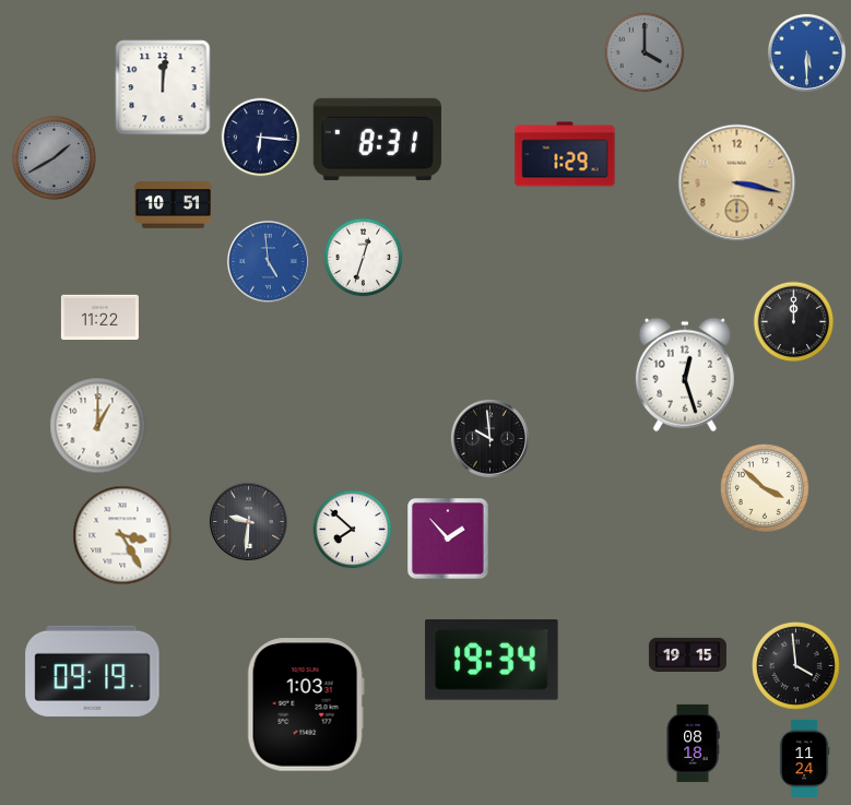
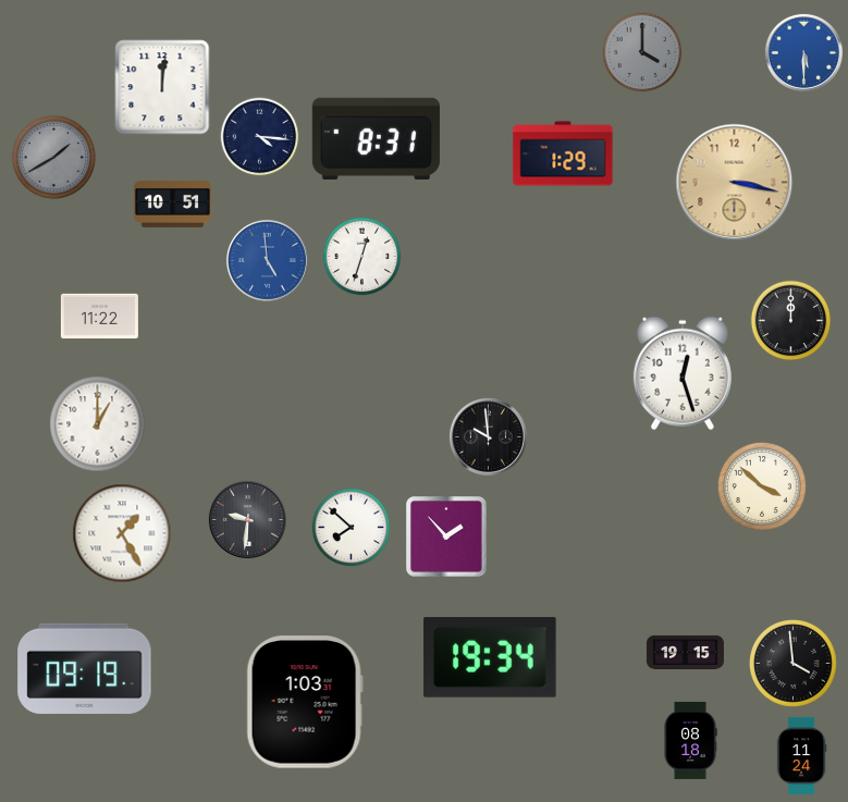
clock at (261, 138): 6:16 -> 4:16
clock at (122, 535): 3:25 -> 1:25
clock at (93, 671) position: (93, 671) -> (85, 668)
